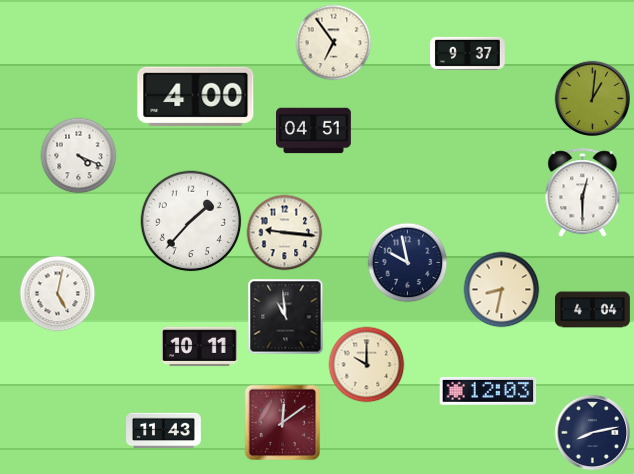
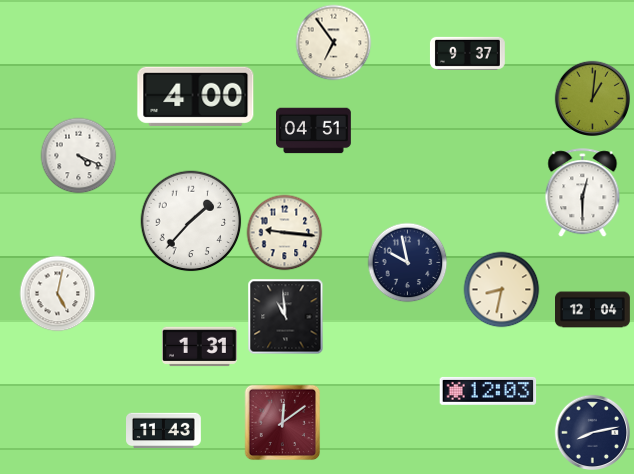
clock at (593, 310): 4:04 -> 12:04
clock at (199, 347): 10:11 -> 1:31
clock at (367, 365): 10:00 -> none
